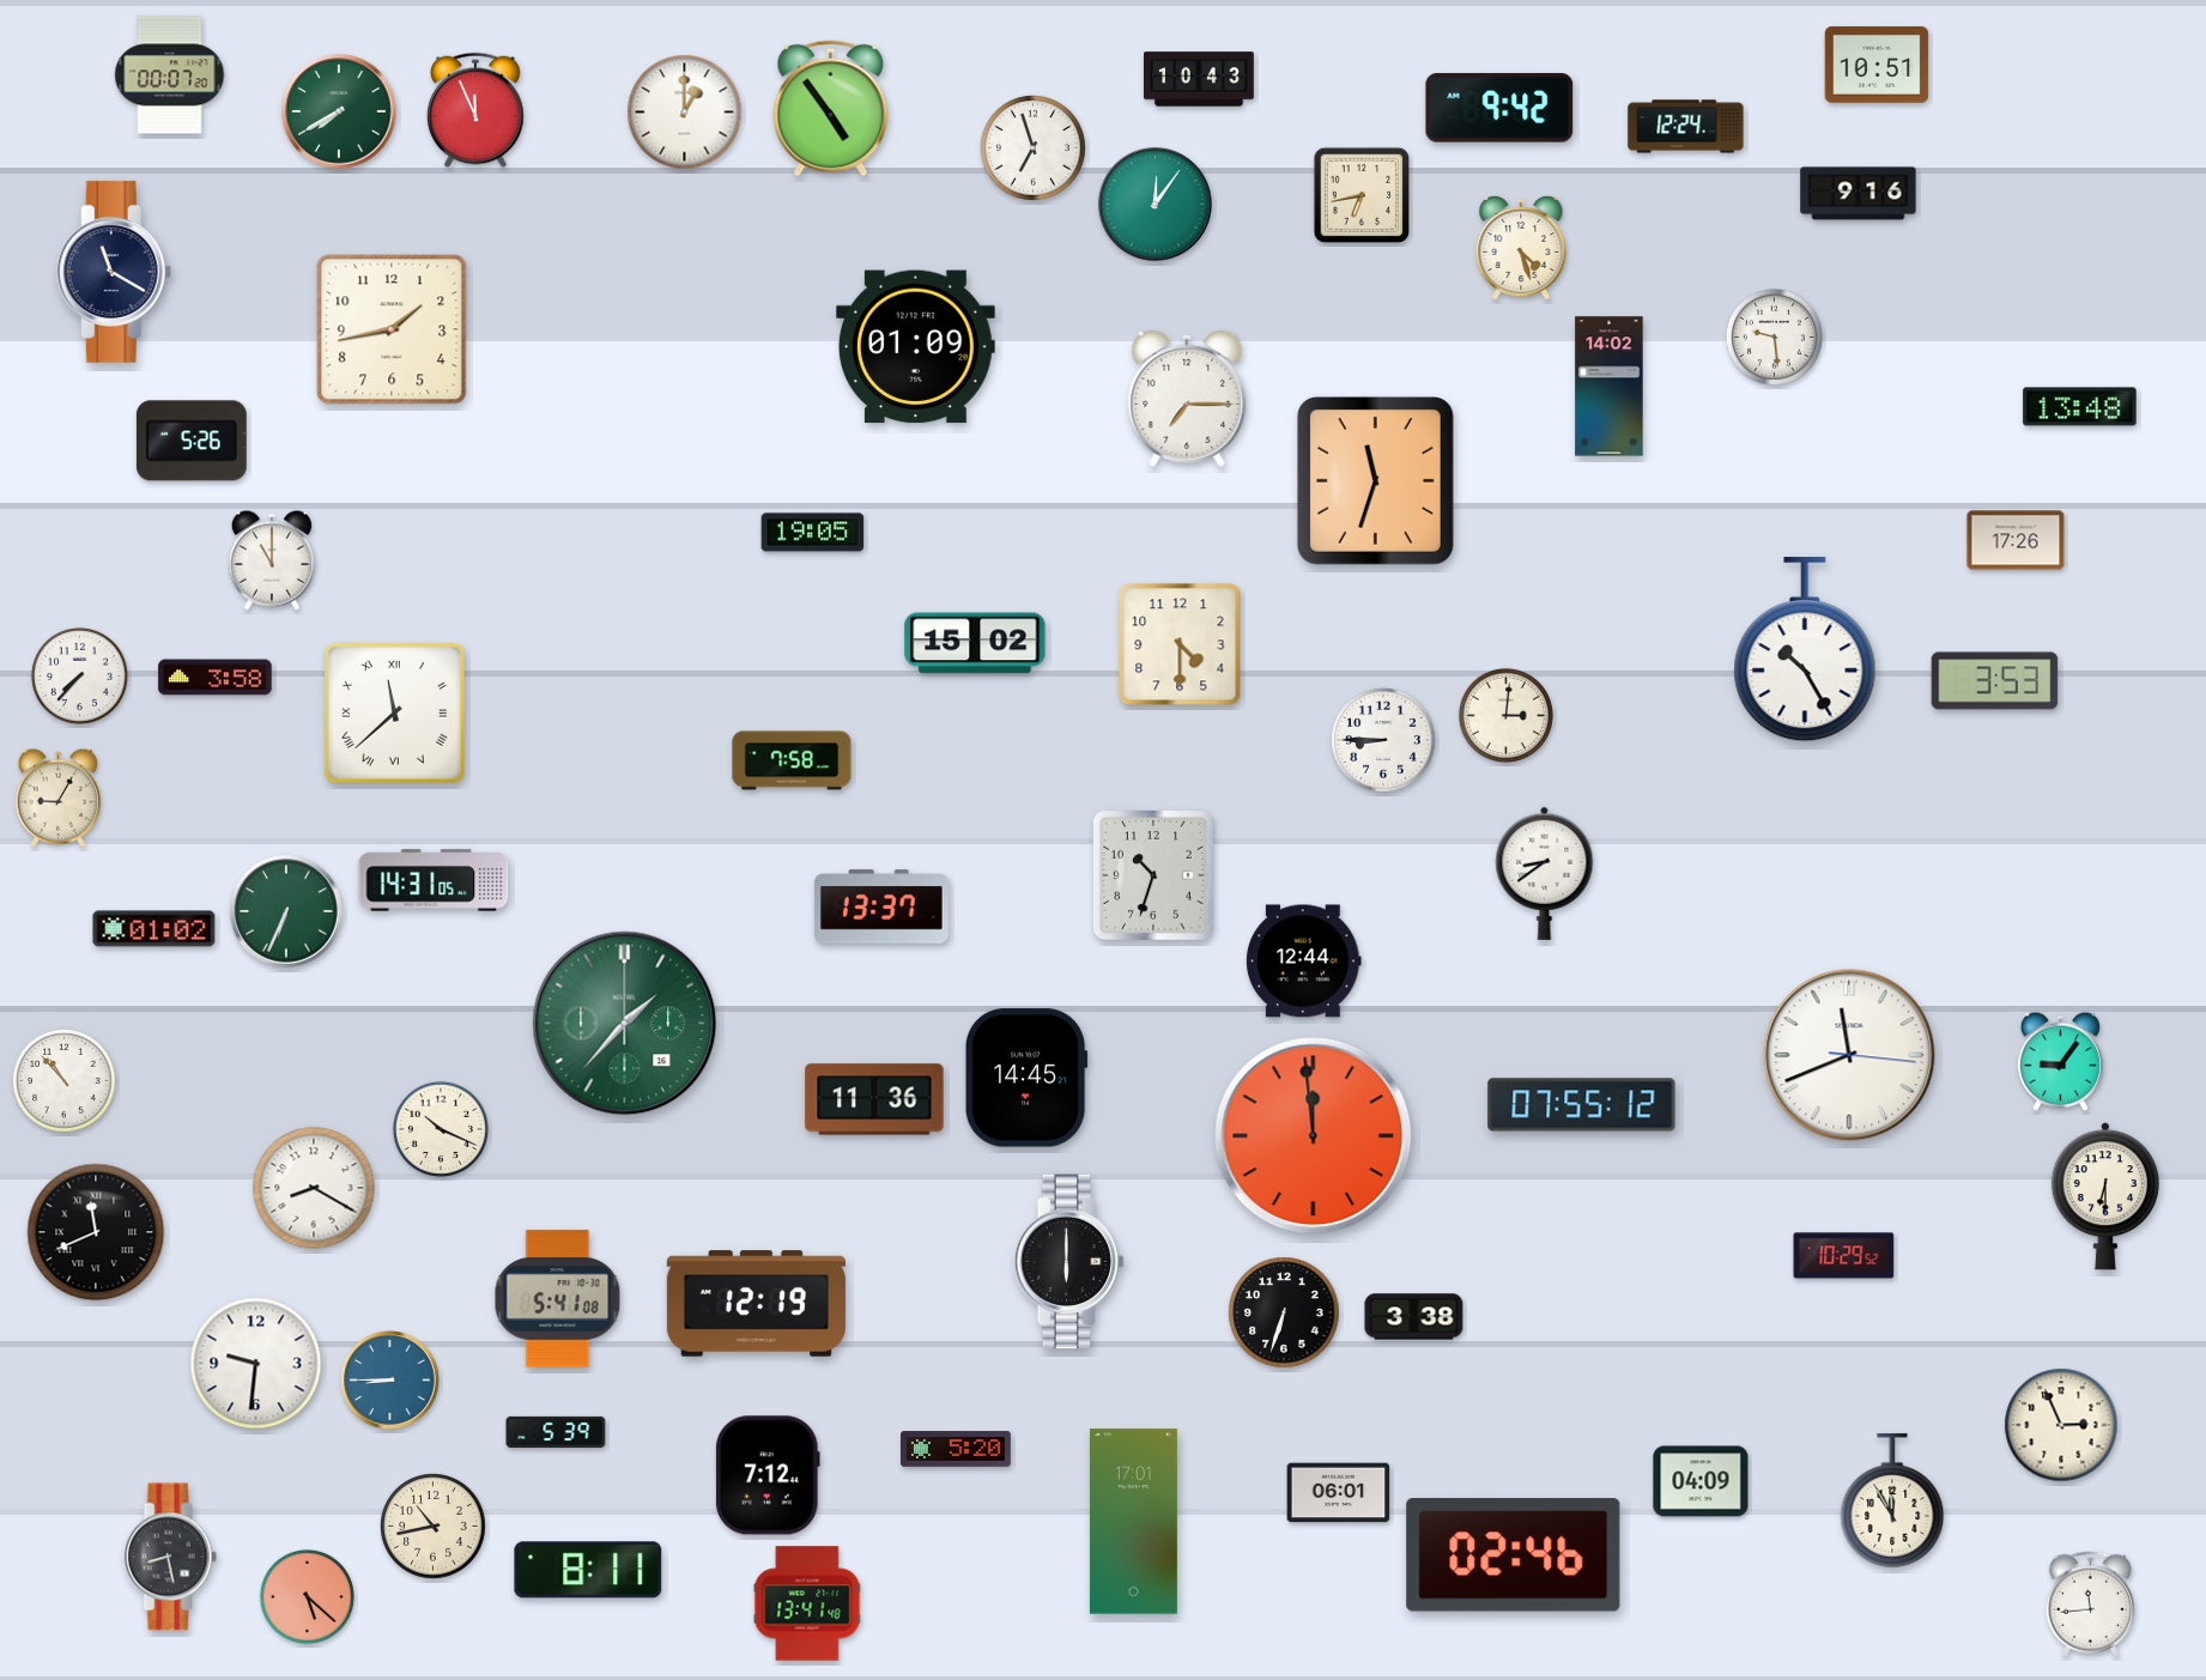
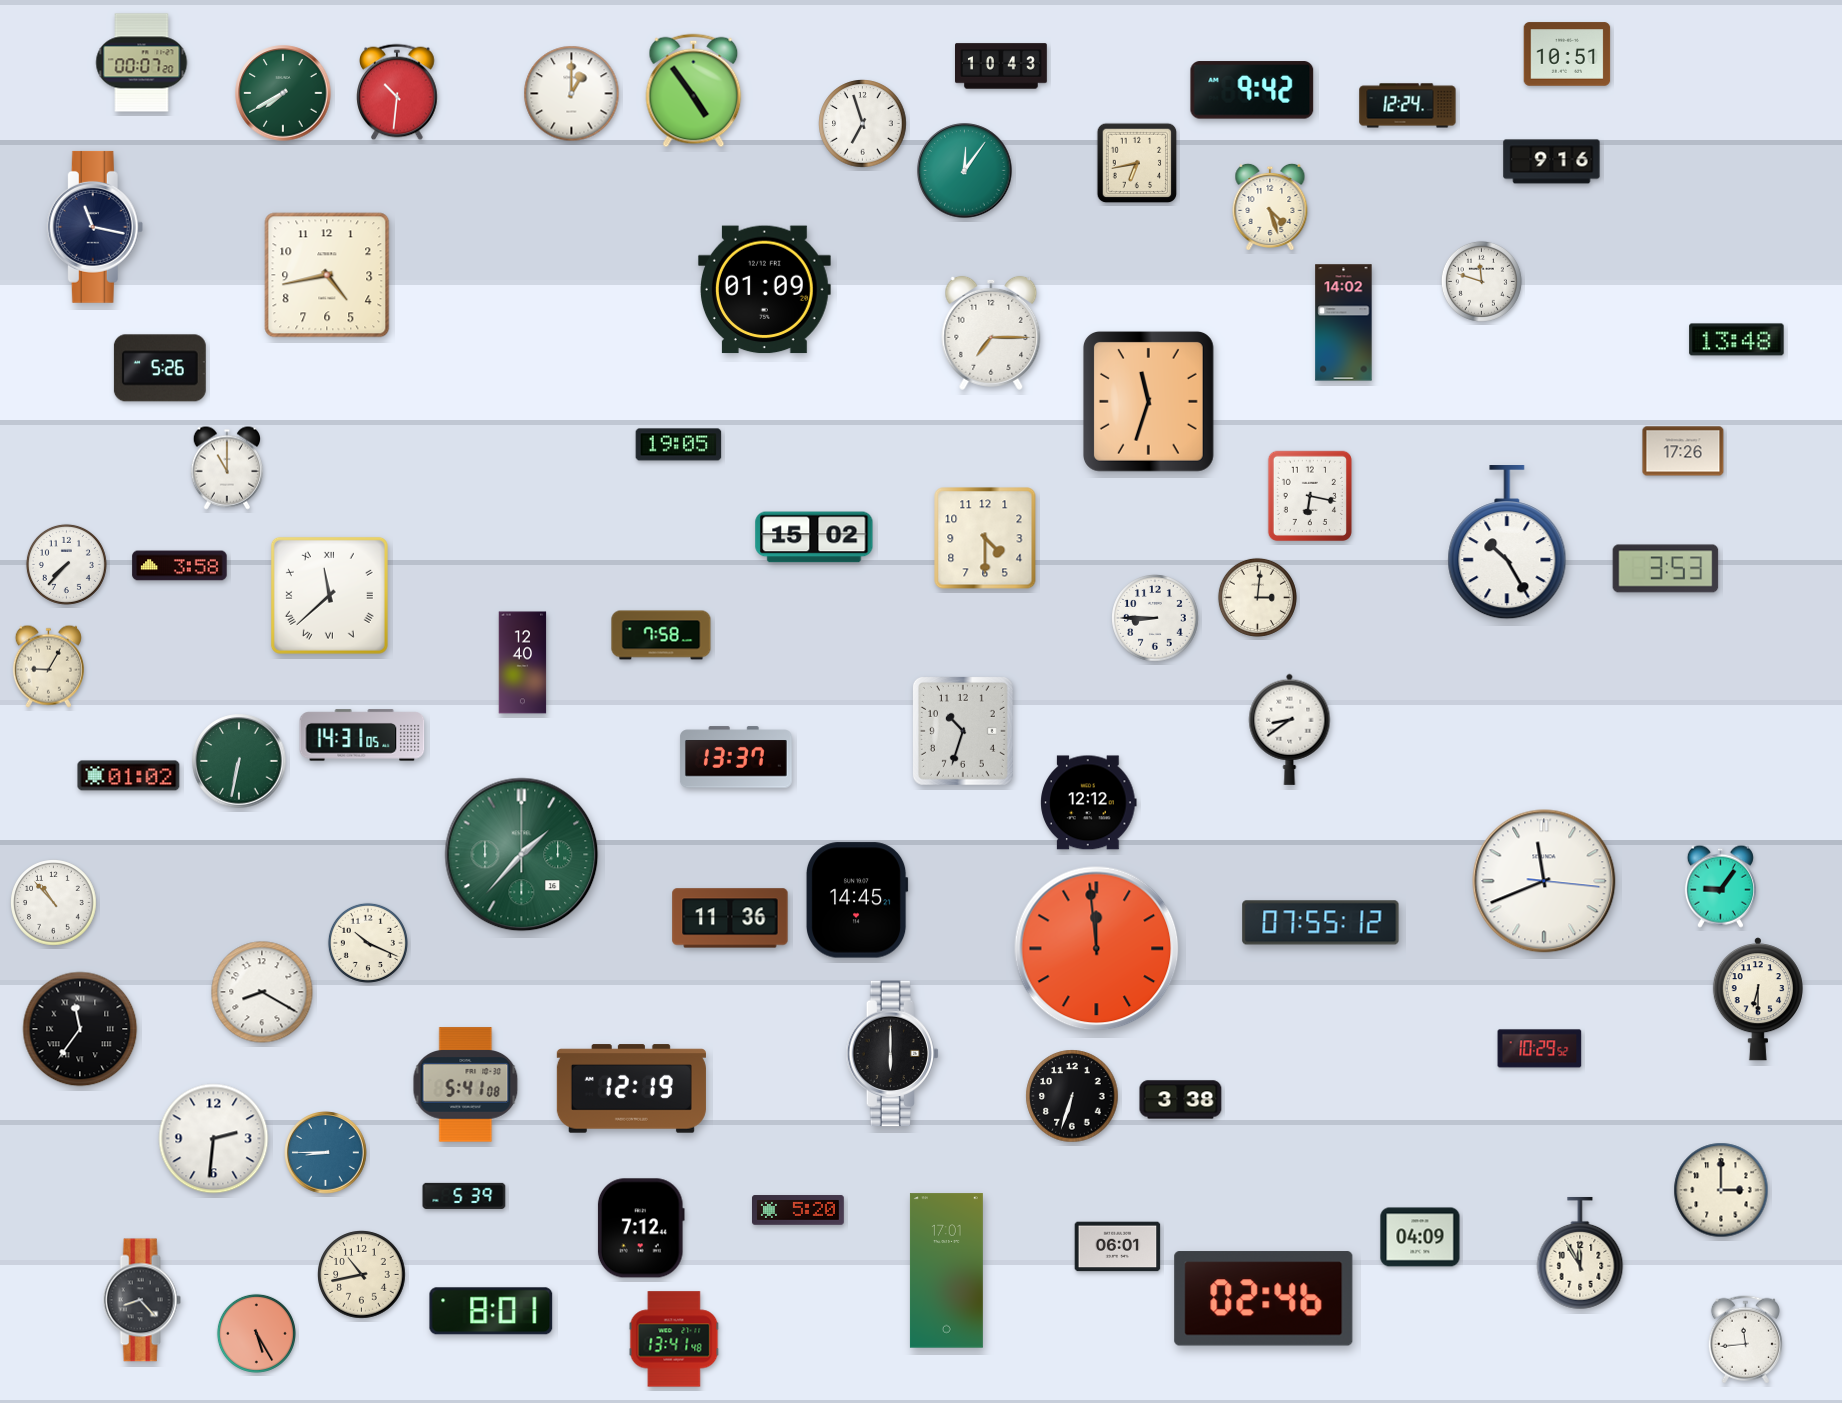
clock at (475, 110): 11:56 -> 10:31
clock at (114, 272): 11:20 -> 11:17
clock at (392, 329): 1:43 -> 4:43
clock at (1774, 336): 9:29 -> 11:48
clock at (1309, 495): none -> 6:17
clock at (523, 663): none -> 12:40
clock at (286, 911): 6:34 -> 6:32
clock at (1304, 962): 12:44 -> 12:12
clock at (96, 1232): 11:41 -> 11:36
clock at (256, 1364): 9:31 -> 2:31
clock at (2061, 1425): 2:56 -> 3:00
clock at (768, 1475) position: (768, 1475) -> (641, 1228)
clock at (170, 1557): 8:28 -> 8:23
clock at (588, 1570): 8:11 -> 8:01
clock at (307, 1596): 5:22 -> 5:25
